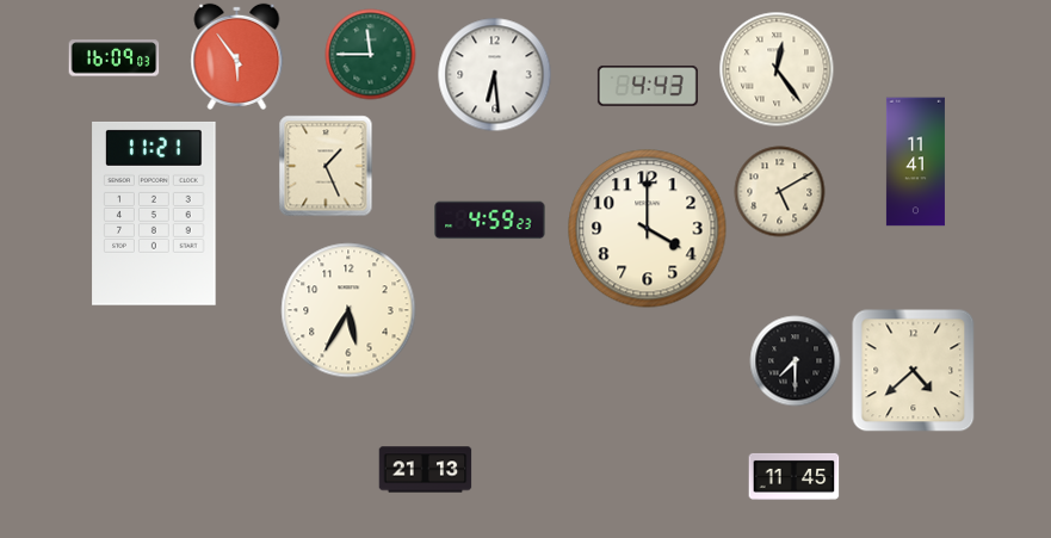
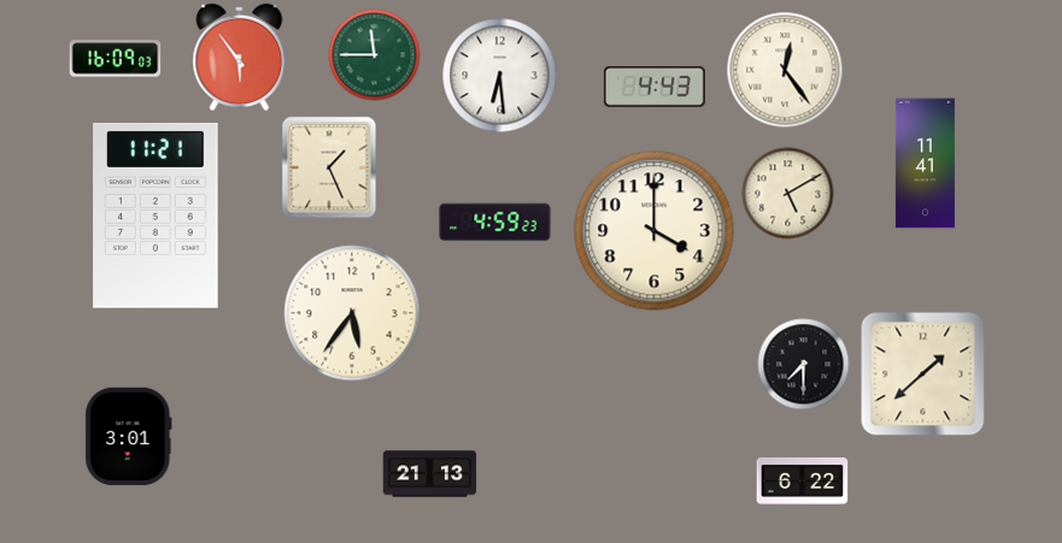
clock at (348, 310): 5:35 -> 5:36
clock at (914, 371): 4:38 -> 1:38
clock at (129, 436): none -> 3:01
clock at (795, 476): 11:45 -> 6:22
